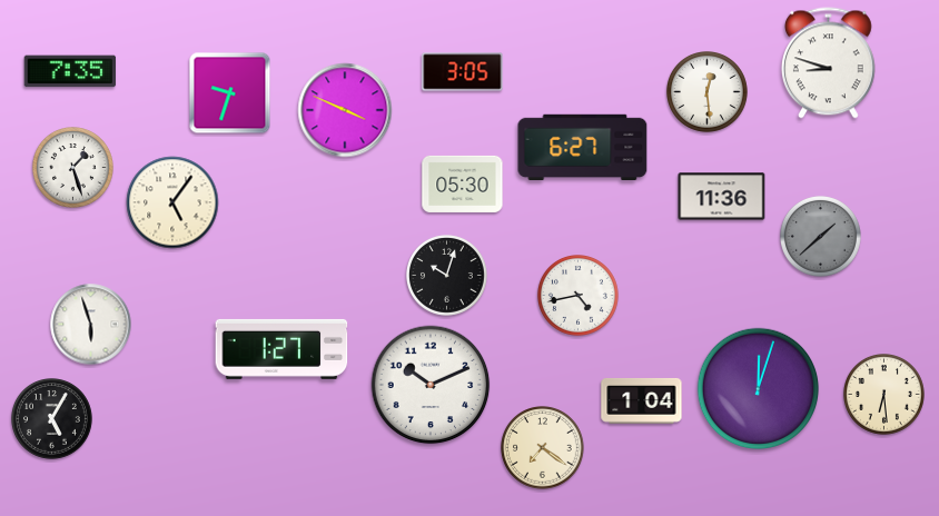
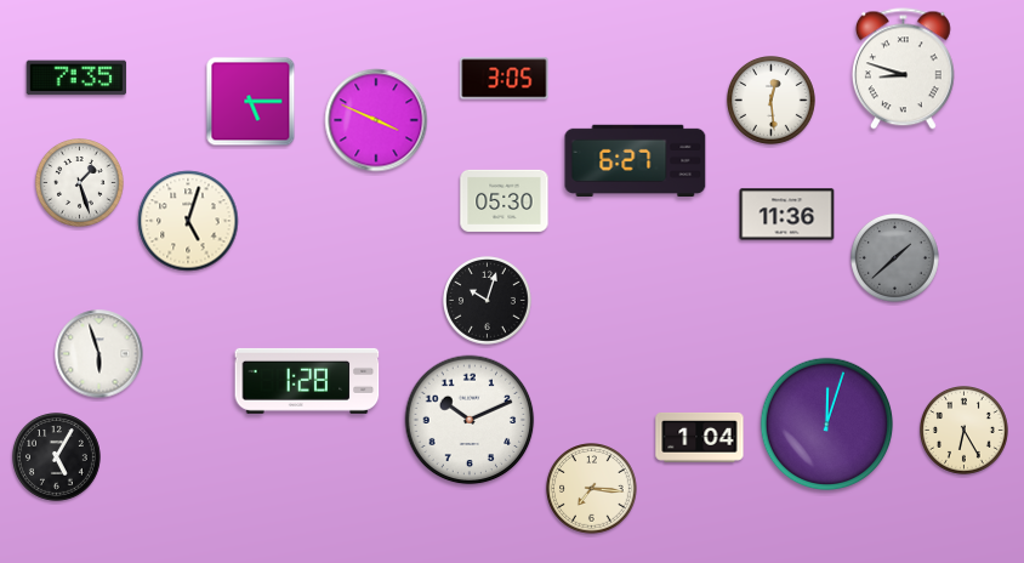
clock at (230, 93): 9:33 -> 5:15
clock at (172, 202): 5:06 -> 5:03
clock at (579, 296): 4:43 -> none
clock at (281, 349): 1:27 -> 1:28
clock at (884, 395): 6:29 -> 6:25
clock at (543, 448): 7:21 -> 7:16
